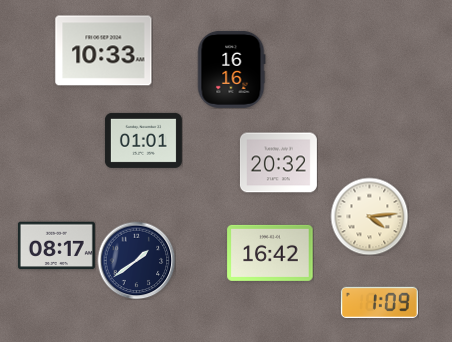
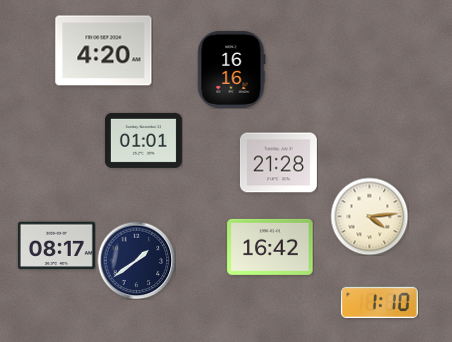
clock at (104, 51): 10:33 -> 4:20
clock at (278, 163): 20:32 -> 21:28
clock at (270, 253) position: (270, 253) -> (270, 247)
clock at (379, 302): 1:09 -> 1:10
